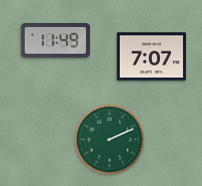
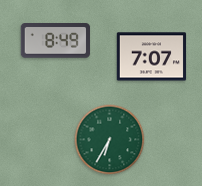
clock at (55, 41): 11:49 -> 8:49
clock at (110, 140): 2:11 -> 6:35
